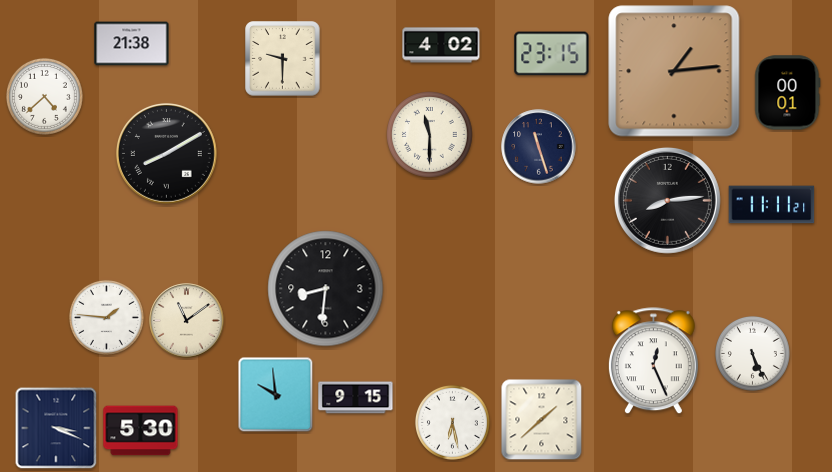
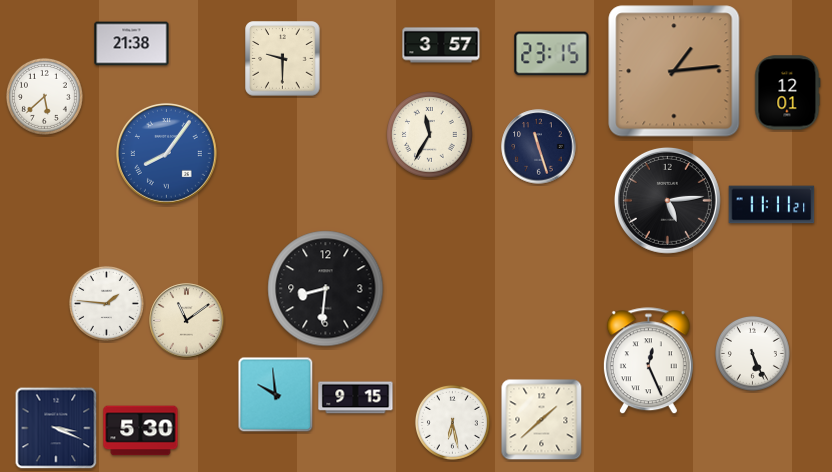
clock at (441, 45): 4:02 -> 3:57
clock at (788, 93): 00:01 -> 12:01
clock at (44, 96): 4:38 -> 5:38
clock at (430, 135): 11:30 -> 11:35
clock at (167, 154): 8:10 -> 8:06
clock at (167, 154) dial: black -> blue
clock at (667, 200): 8:14 -> 5:14
clock at (106, 317) position: (106, 317) -> (106, 303)
clock at (653, 361) position: (653, 361) -> (648, 361)
